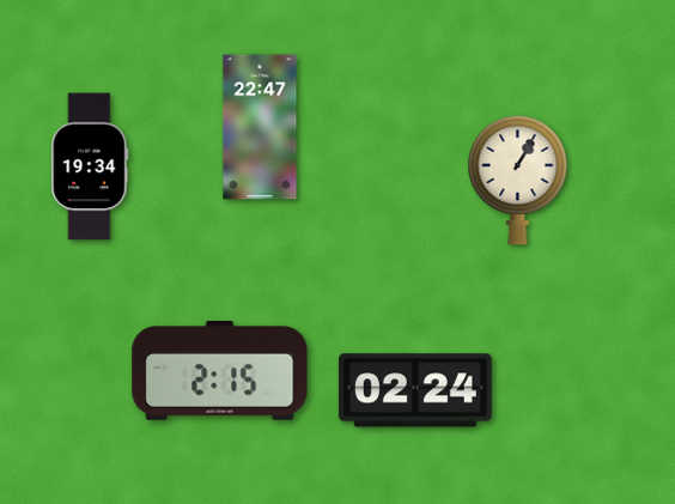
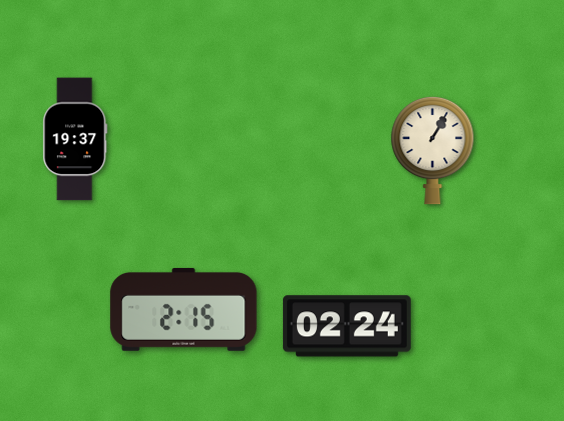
clock at (260, 127): 22:47 -> none
clock at (90, 166): 19:34 -> 19:37
